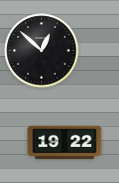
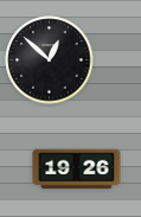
clock at (65, 143): 19:22 -> 19:26
